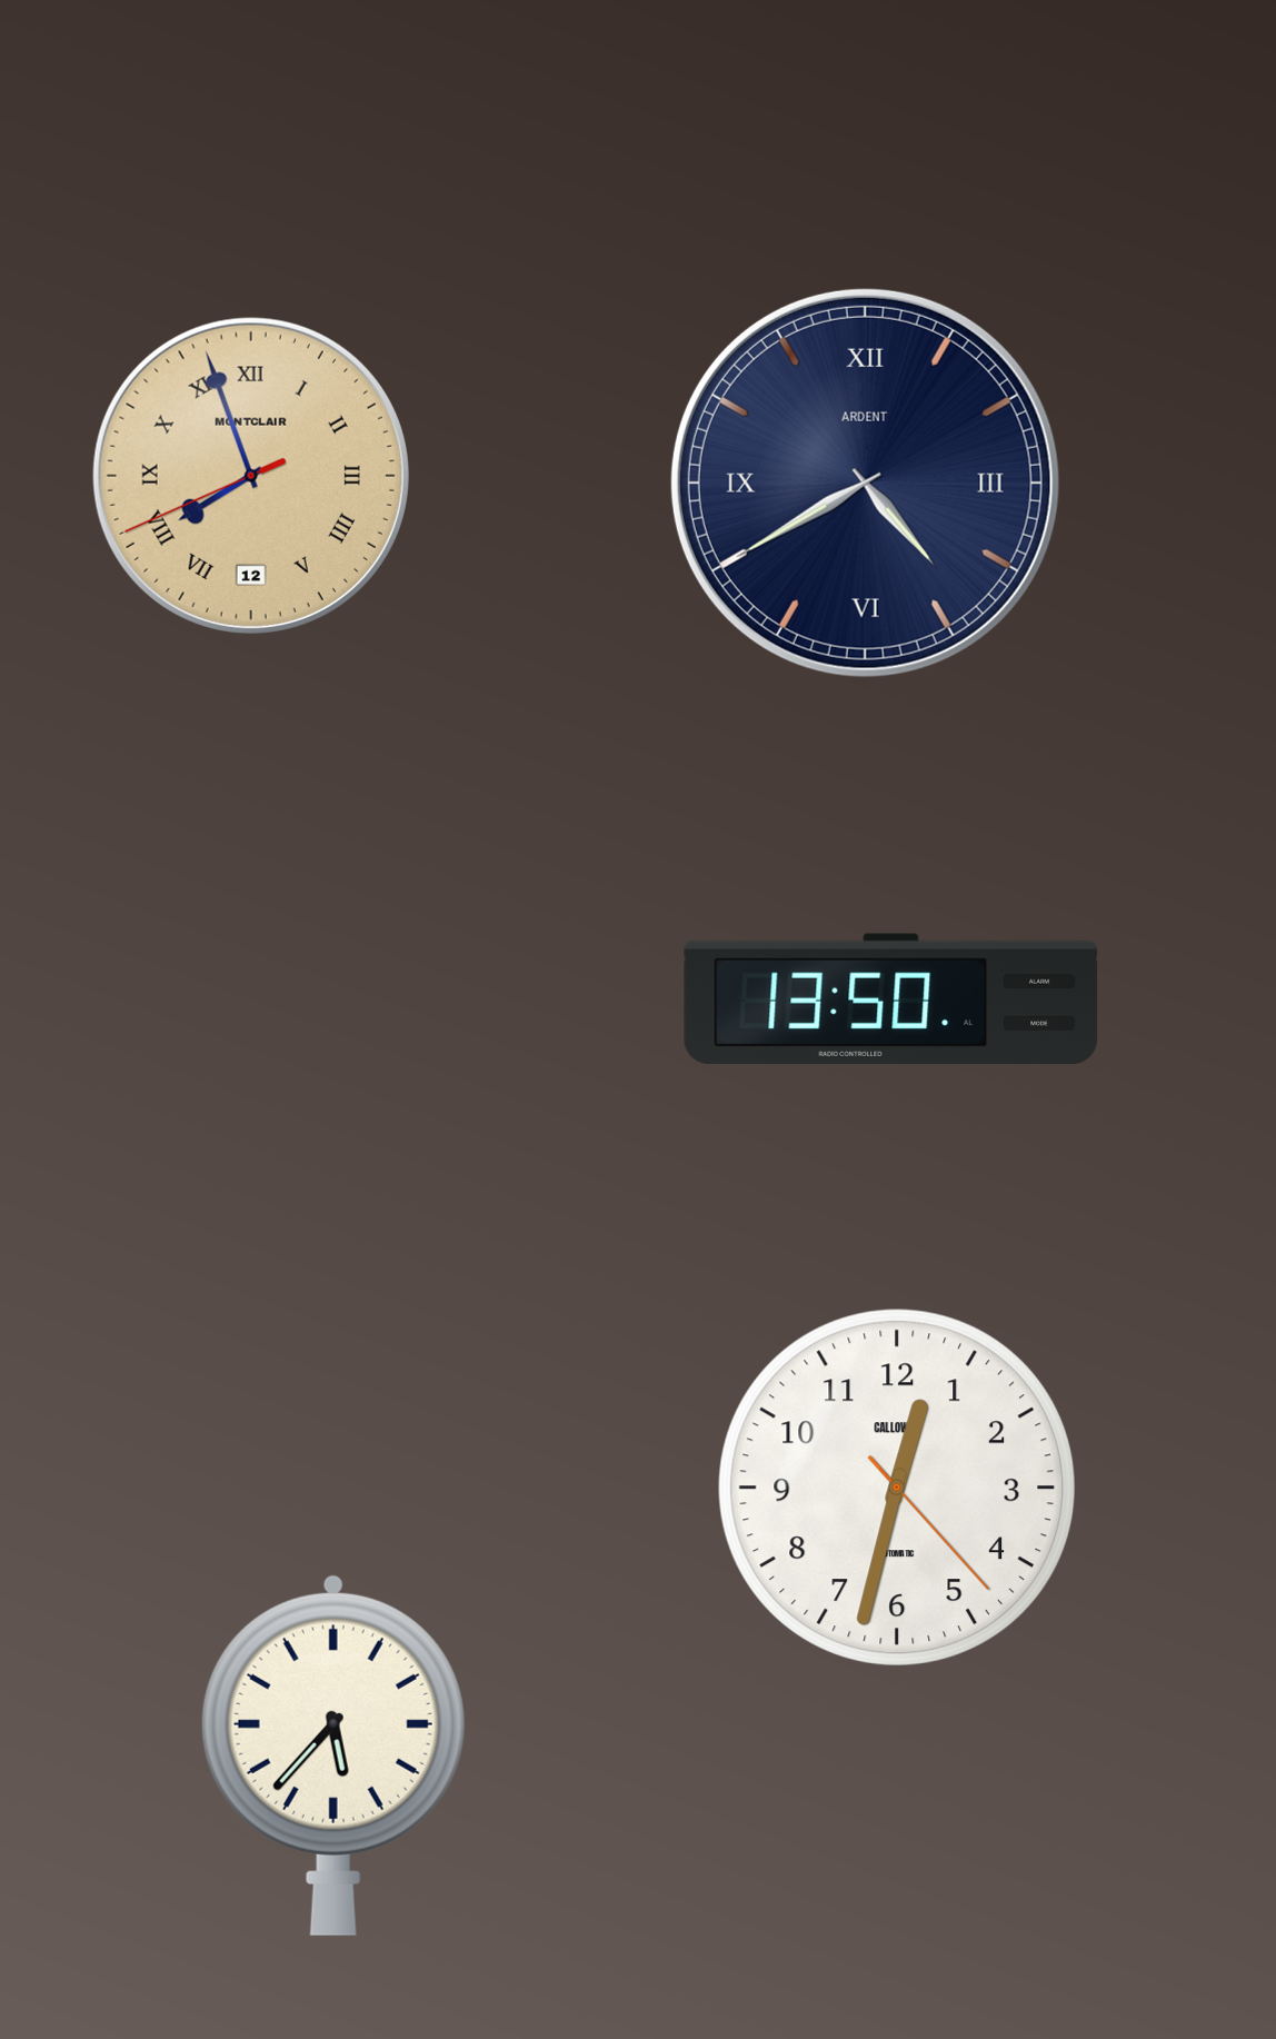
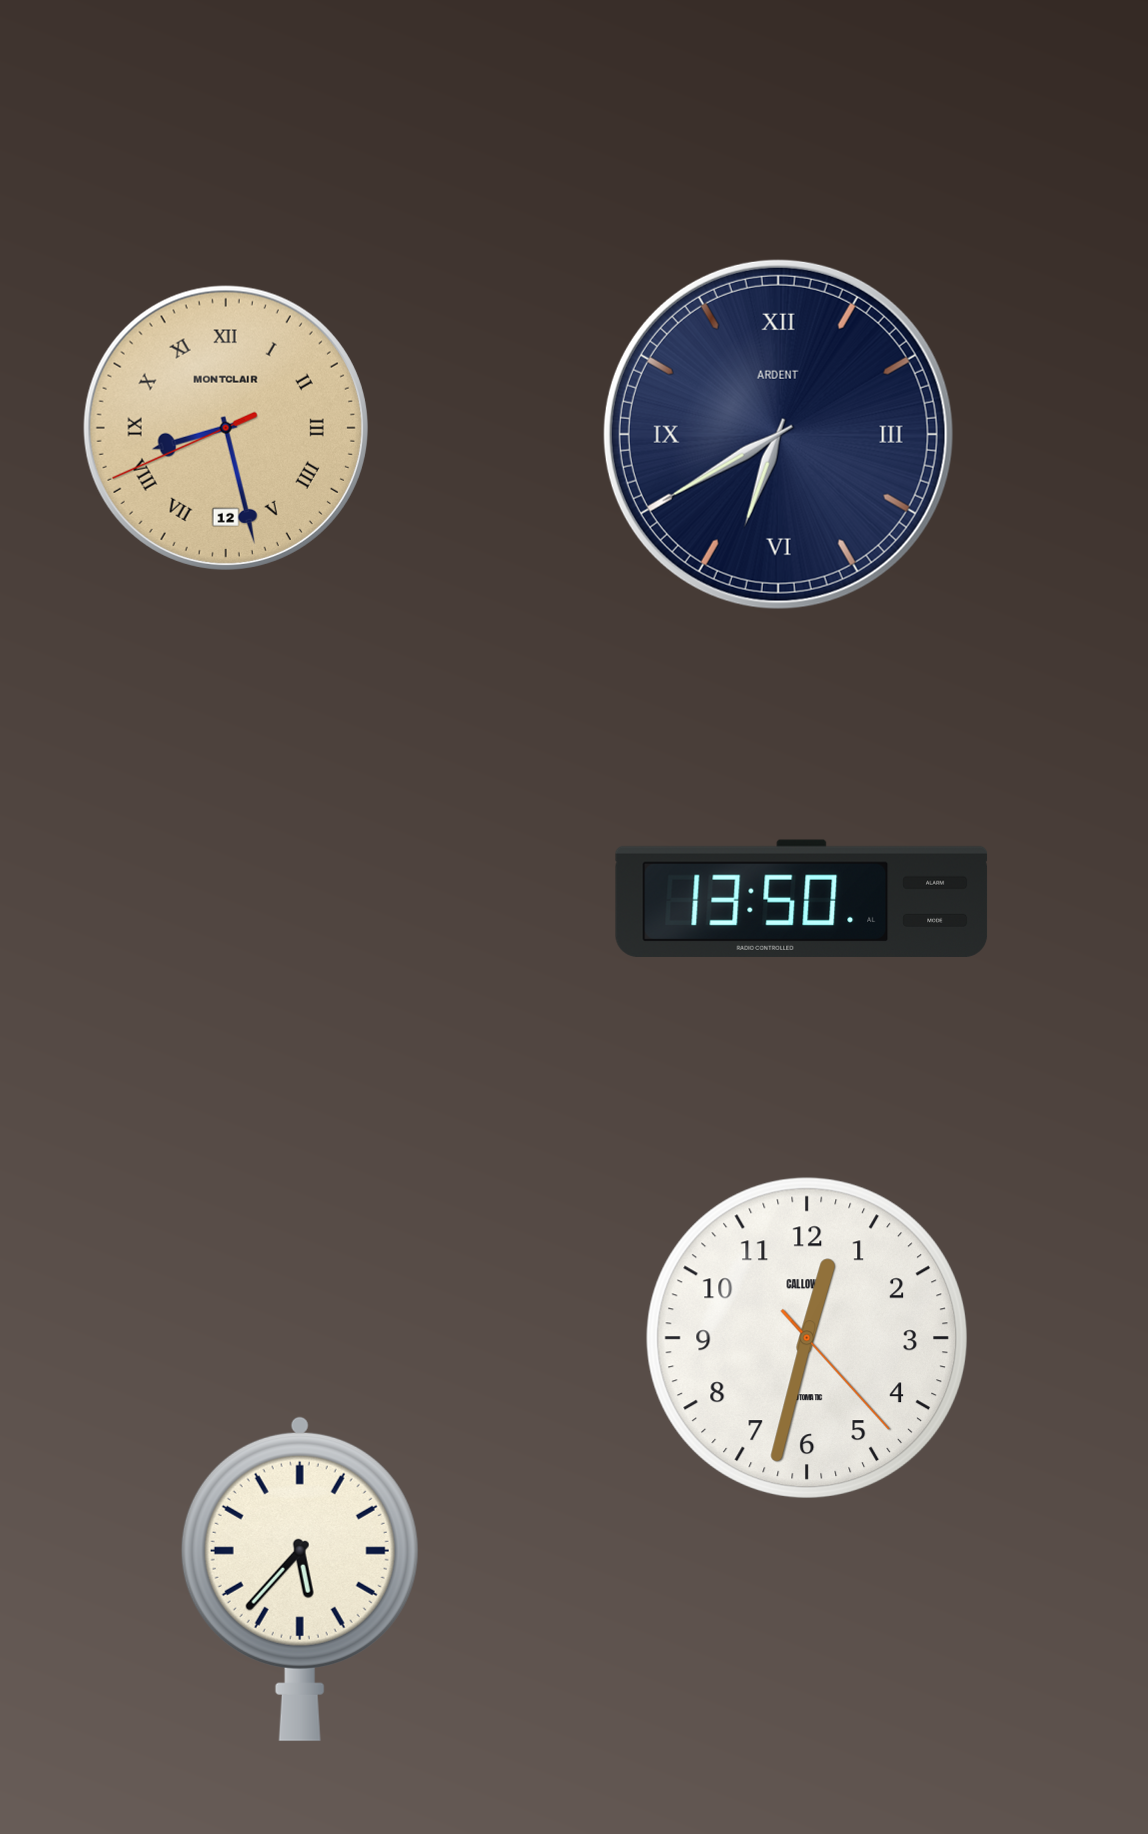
clock at (251, 476): 7:56 -> 8:27
clock at (865, 483): 4:40 -> 6:40
